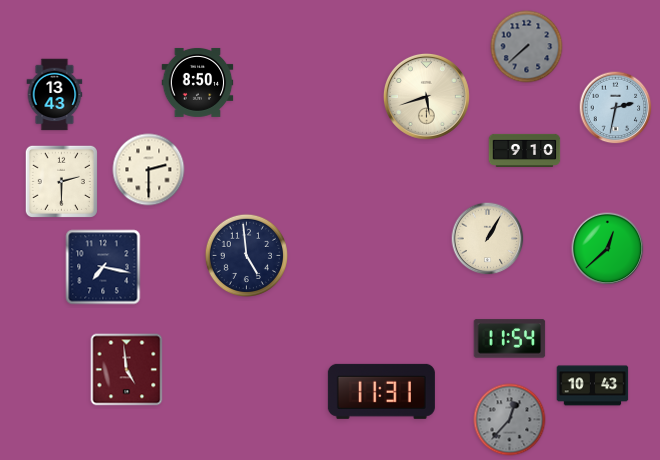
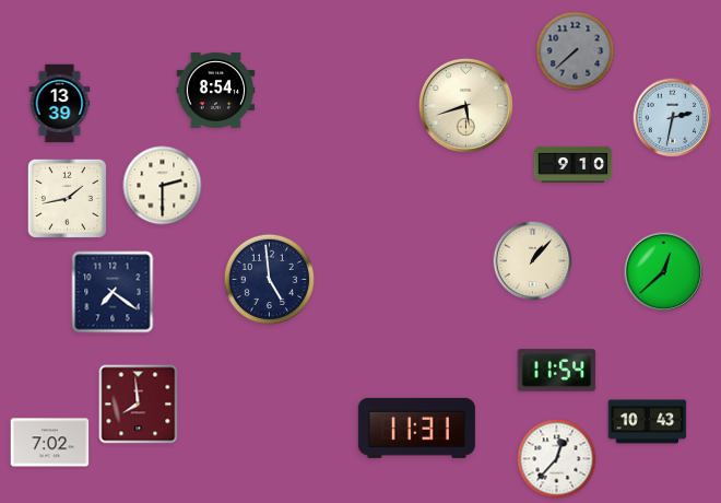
clock at (198, 82): 8:50 -> 8:54
clock at (55, 95): 13:43 -> 13:39
clock at (61, 181): 2:30 -> 1:43
clock at (488, 239): 1:05 -> 1:07
clock at (103, 267): 7:17 -> 7:21
clock at (127, 370): 4:59 -> 7:59
clock at (50, 443): none -> 7:02
clock at (510, 420) dial: grey -> white
